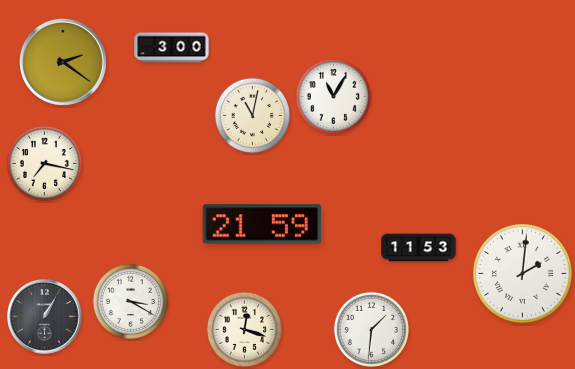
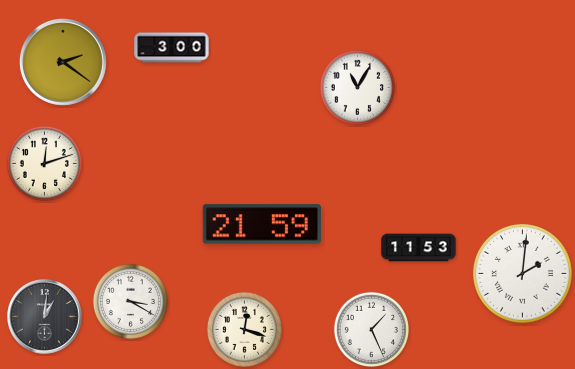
clock at (333, 96) position: (333, 96) -> (357, 87)
clock at (252, 115): 11:02 -> none
clock at (44, 163): 7:17 -> 12:12
clock at (45, 317): 1:05 -> 1:01
clock at (371, 329): 1:31 -> 1:26
